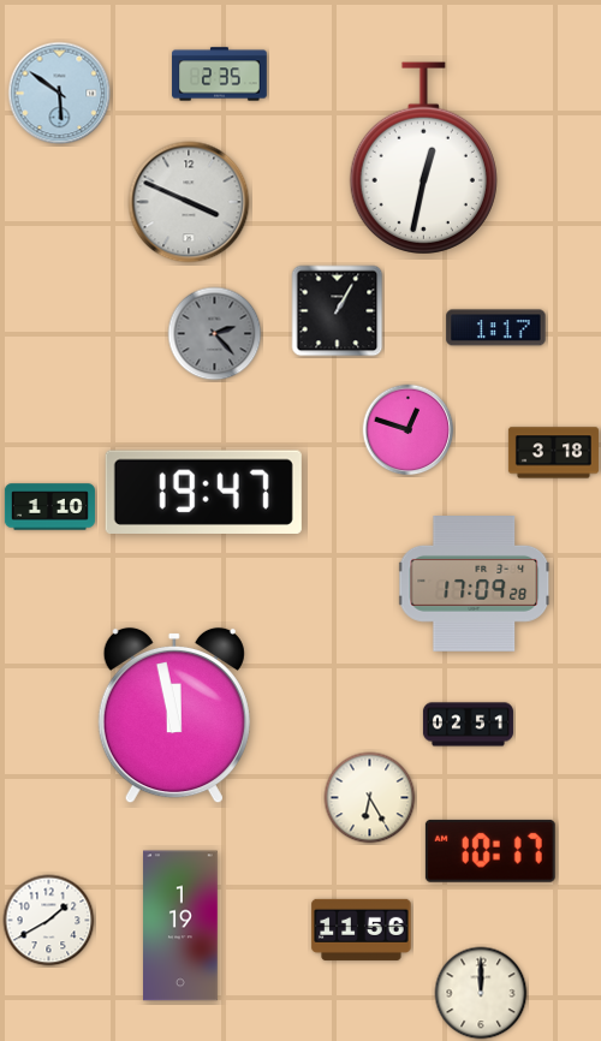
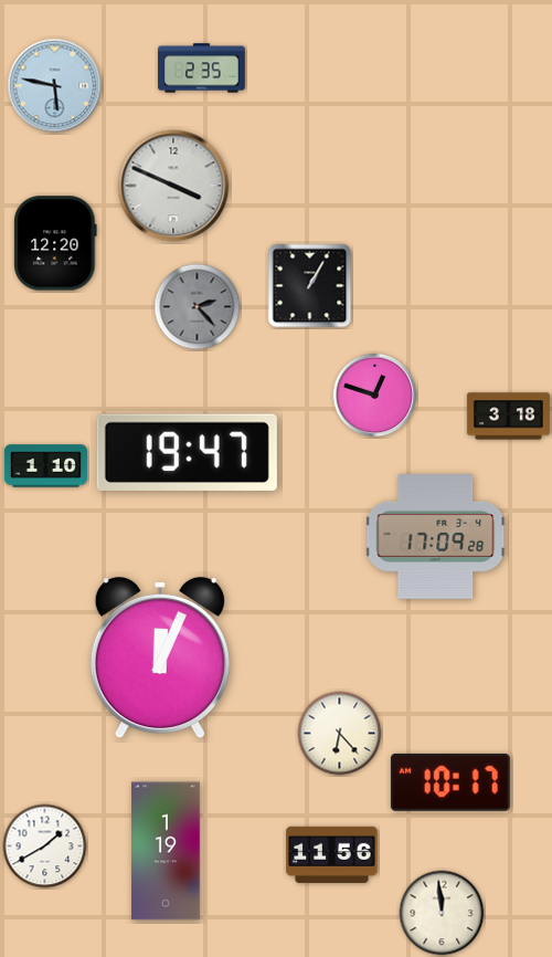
clock at (60, 94): 5:51 -> 5:47
clock at (423, 159): 12:32 -> none
clock at (55, 243): none -> 12:20
clock at (496, 328): 1:17 -> none
clock at (174, 715): 11:58 -> 12:04
clock at (468, 725): 02:51 -> none
clock at (370, 798): 6:25 -> 6:23
clock at (481, 993): 12:00 -> 11:59
